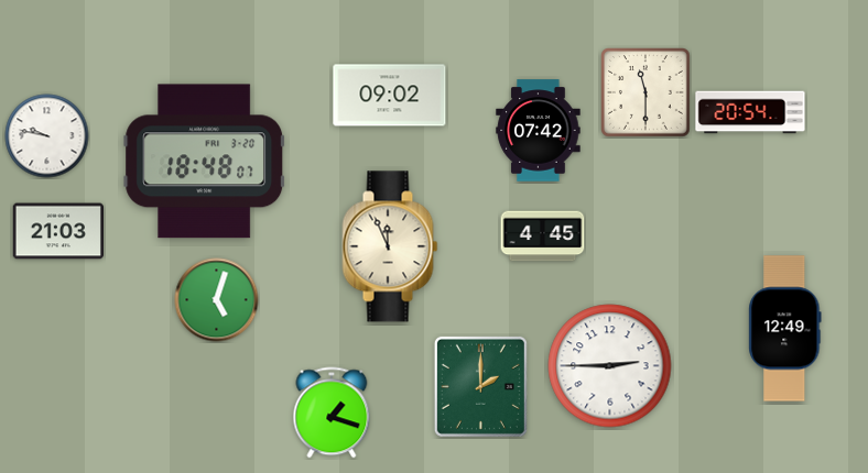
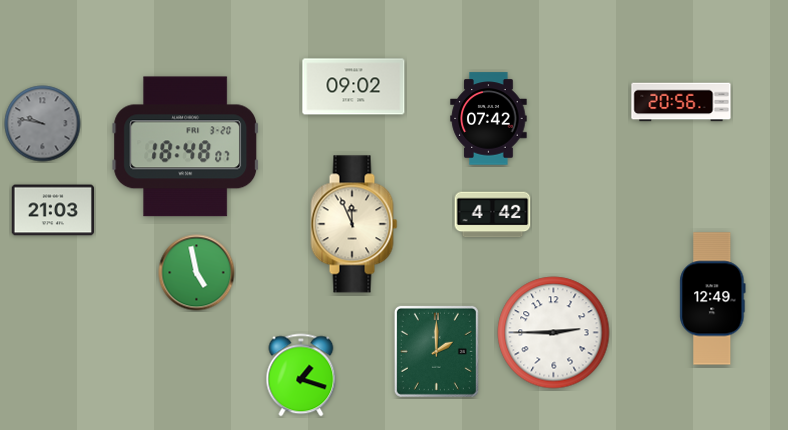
clock at (647, 94): 11:30 -> none
clock at (750, 112): 20:54 -> 20:56
clock at (47, 136) dial: white -> grey
clock at (543, 237): 4:45 -> 4:42
clock at (217, 300): 5:03 -> 4:58
